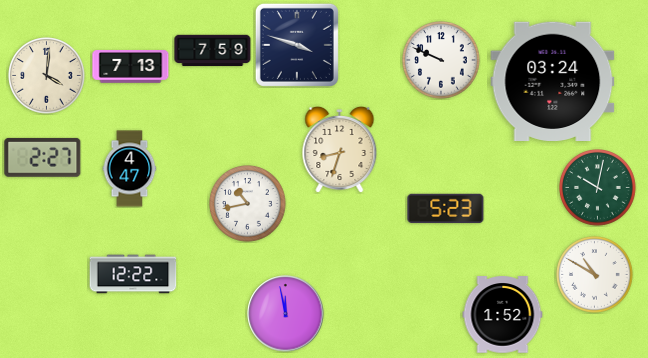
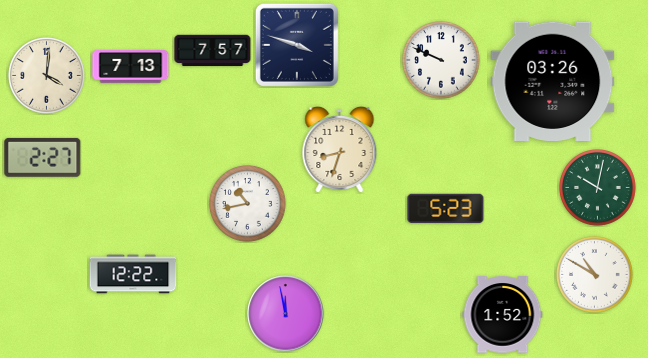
clock at (213, 51): 7:59 -> 7:57
clock at (553, 81): 03:24 -> 03:26
clock at (130, 169): 4:47 -> none
